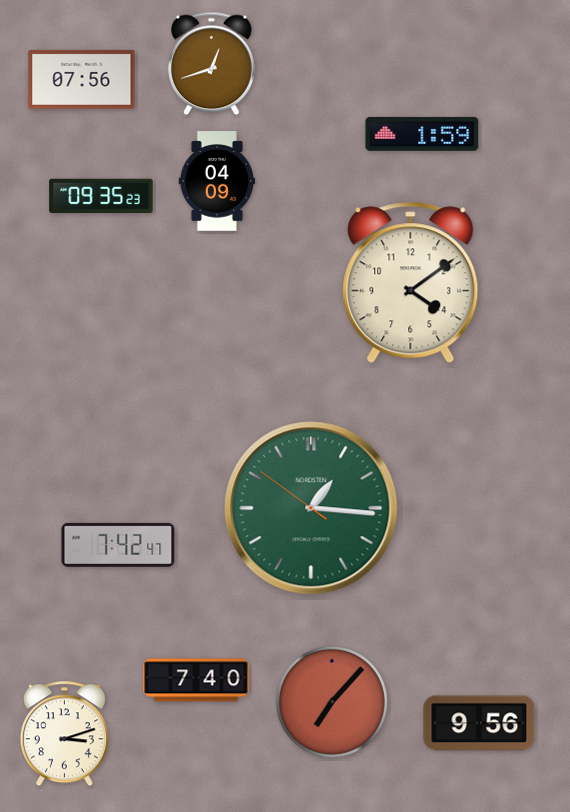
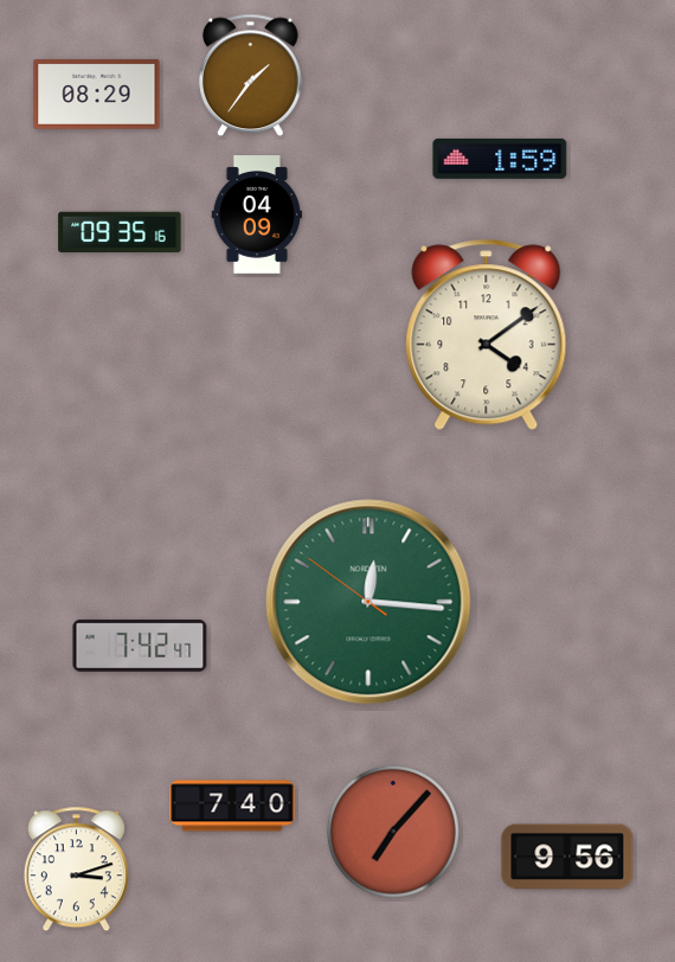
clock at (212, 64): 12:42 -> 1:36
clock at (82, 80): 07:56 -> 08:29
clock at (101, 195): 09:35:23 -> 09:35:16
clock at (311, 508): 1:15 -> 12:15
